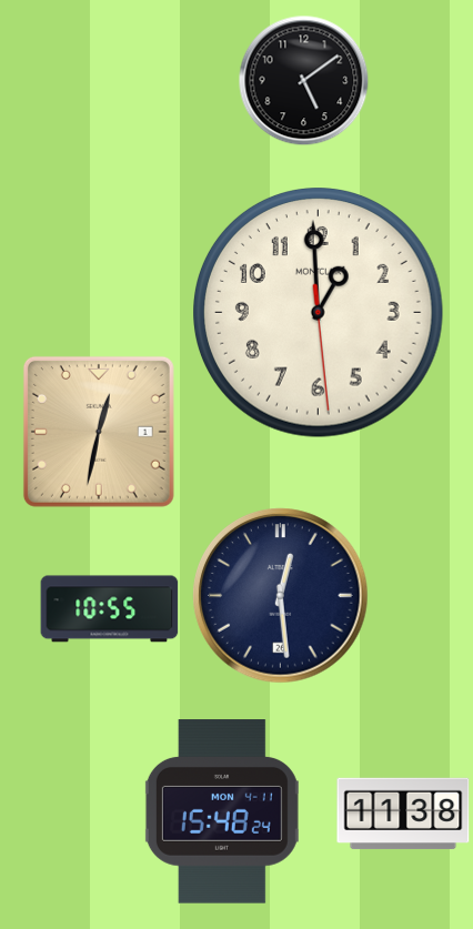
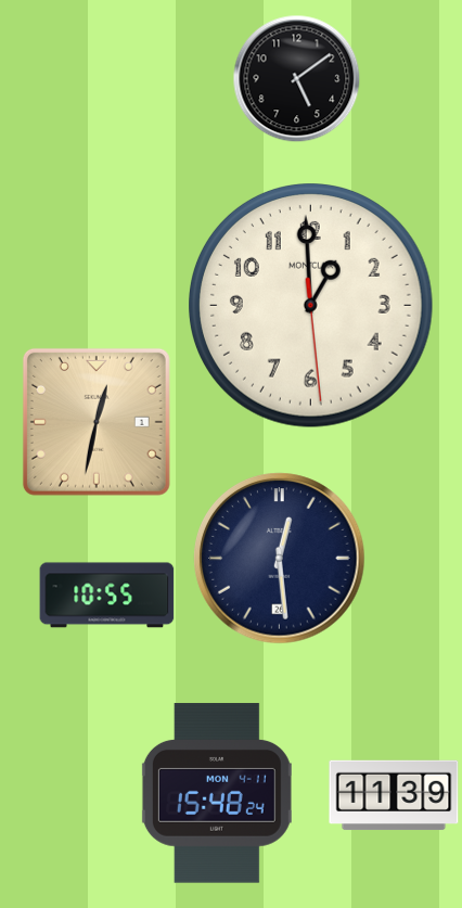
clock at (281, 596) position: (281, 596) -> (280, 559)
clock at (403, 814): 11:38 -> 11:39
